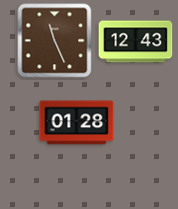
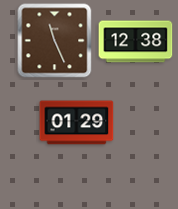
clock at (136, 42): 12:43 -> 12:38
clock at (77, 123): 01:28 -> 01:29
